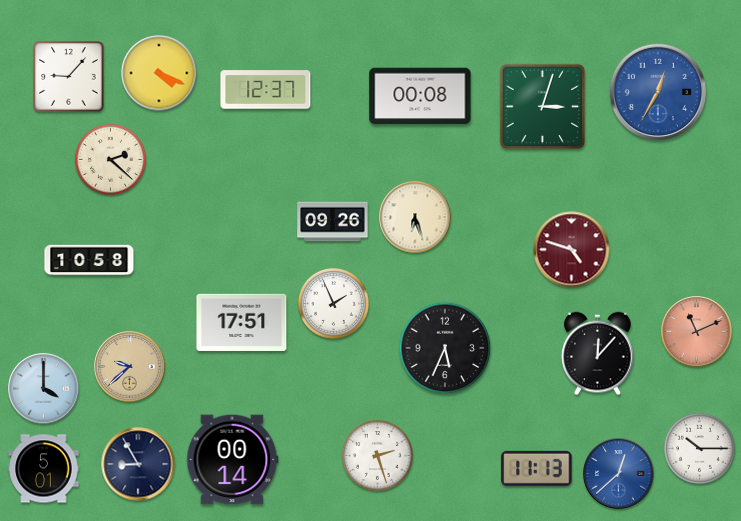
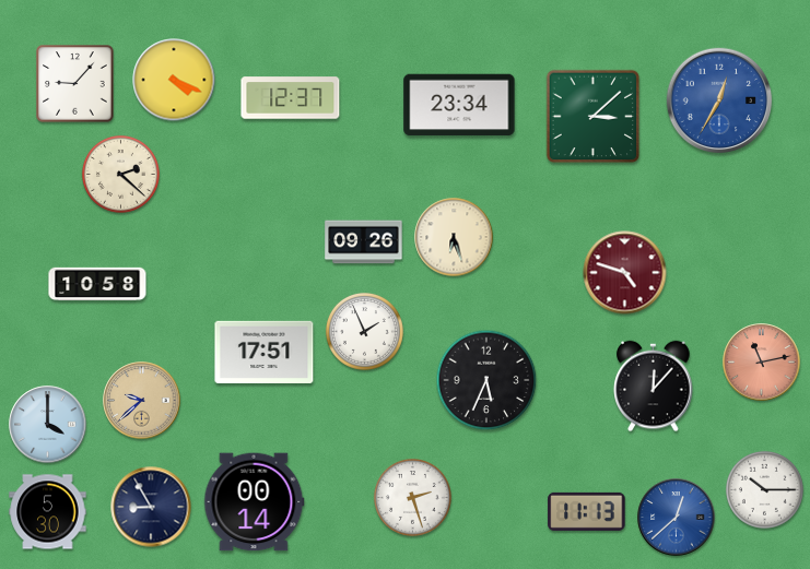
clock at (420, 96): 00:08 -> 23:34
clock at (543, 107): 3:03 -> 3:08
clock at (697, 332): 11:11 -> 11:13
clock at (44, 469): 5:01 -> 5:30
